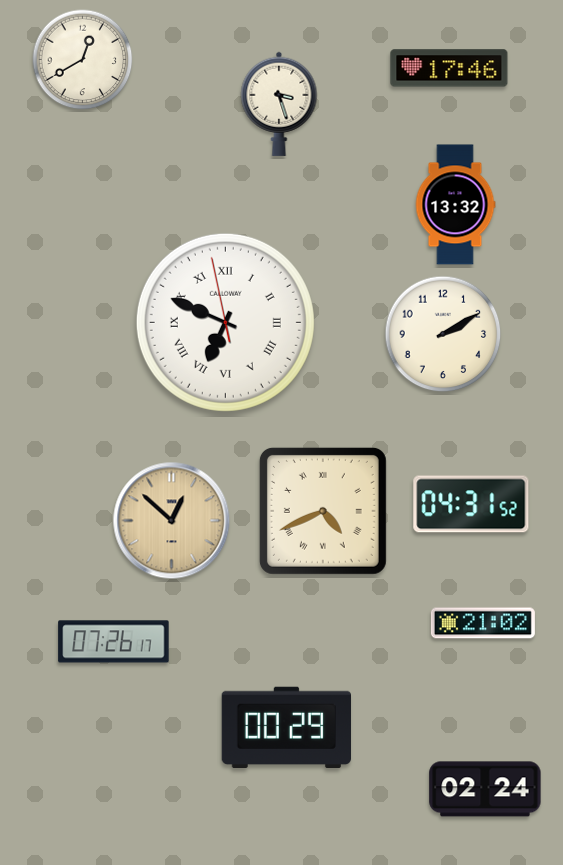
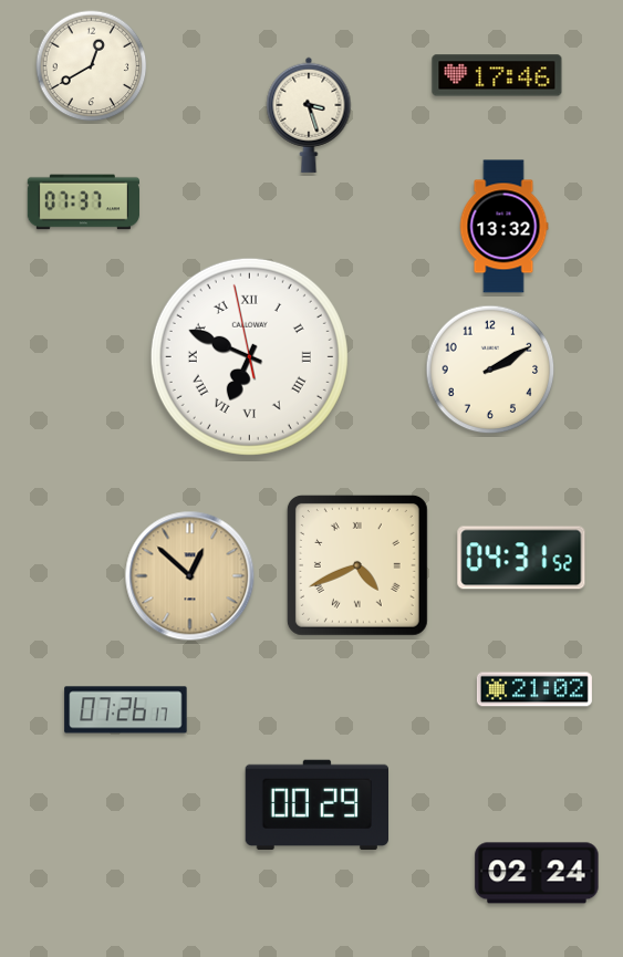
clock at (83, 202): none -> 07:37
